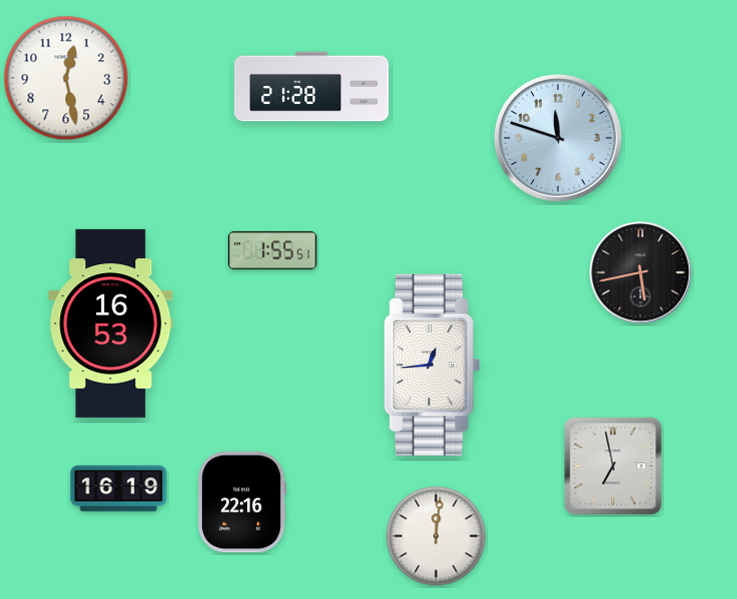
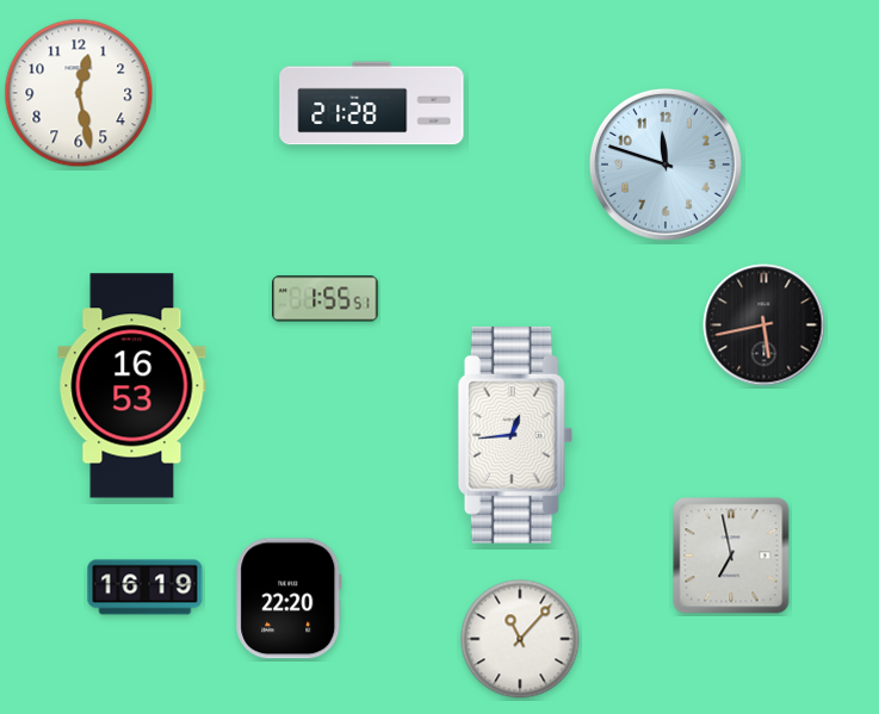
clock at (119, 489) position: (119, 489) -> (146, 588)
clock at (242, 502): 22:16 -> 22:20
clock at (436, 536): 12:01 -> 11:07
